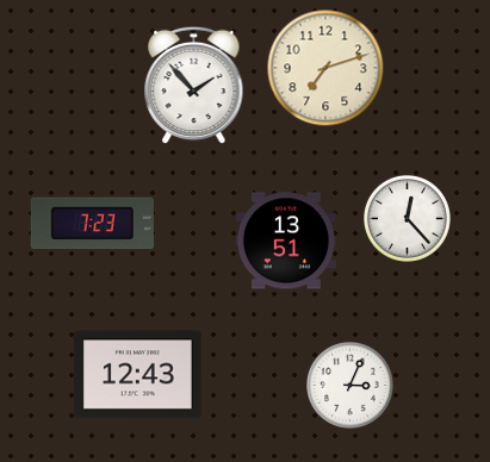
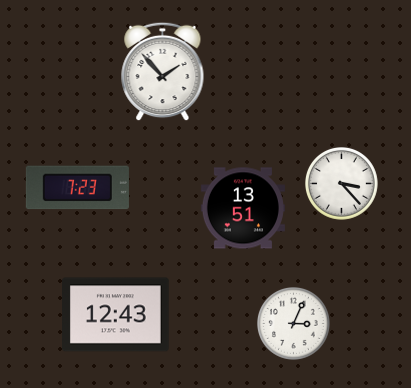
clock at (325, 68): 7:12 -> none
clock at (408, 219): 12:23 -> 3:23
clock at (286, 241) position: (286, 241) -> (243, 208)
